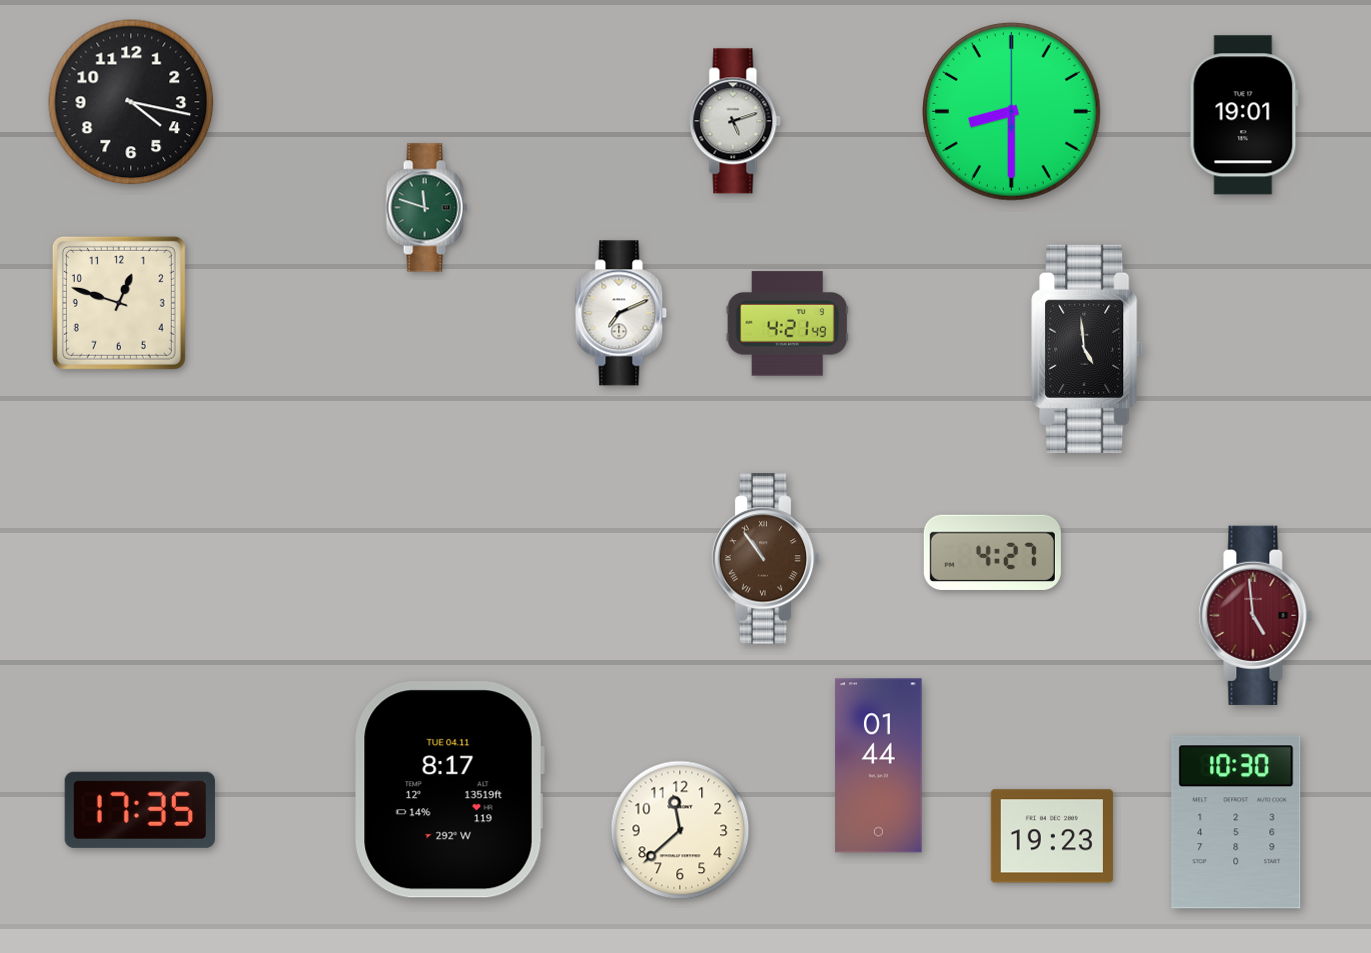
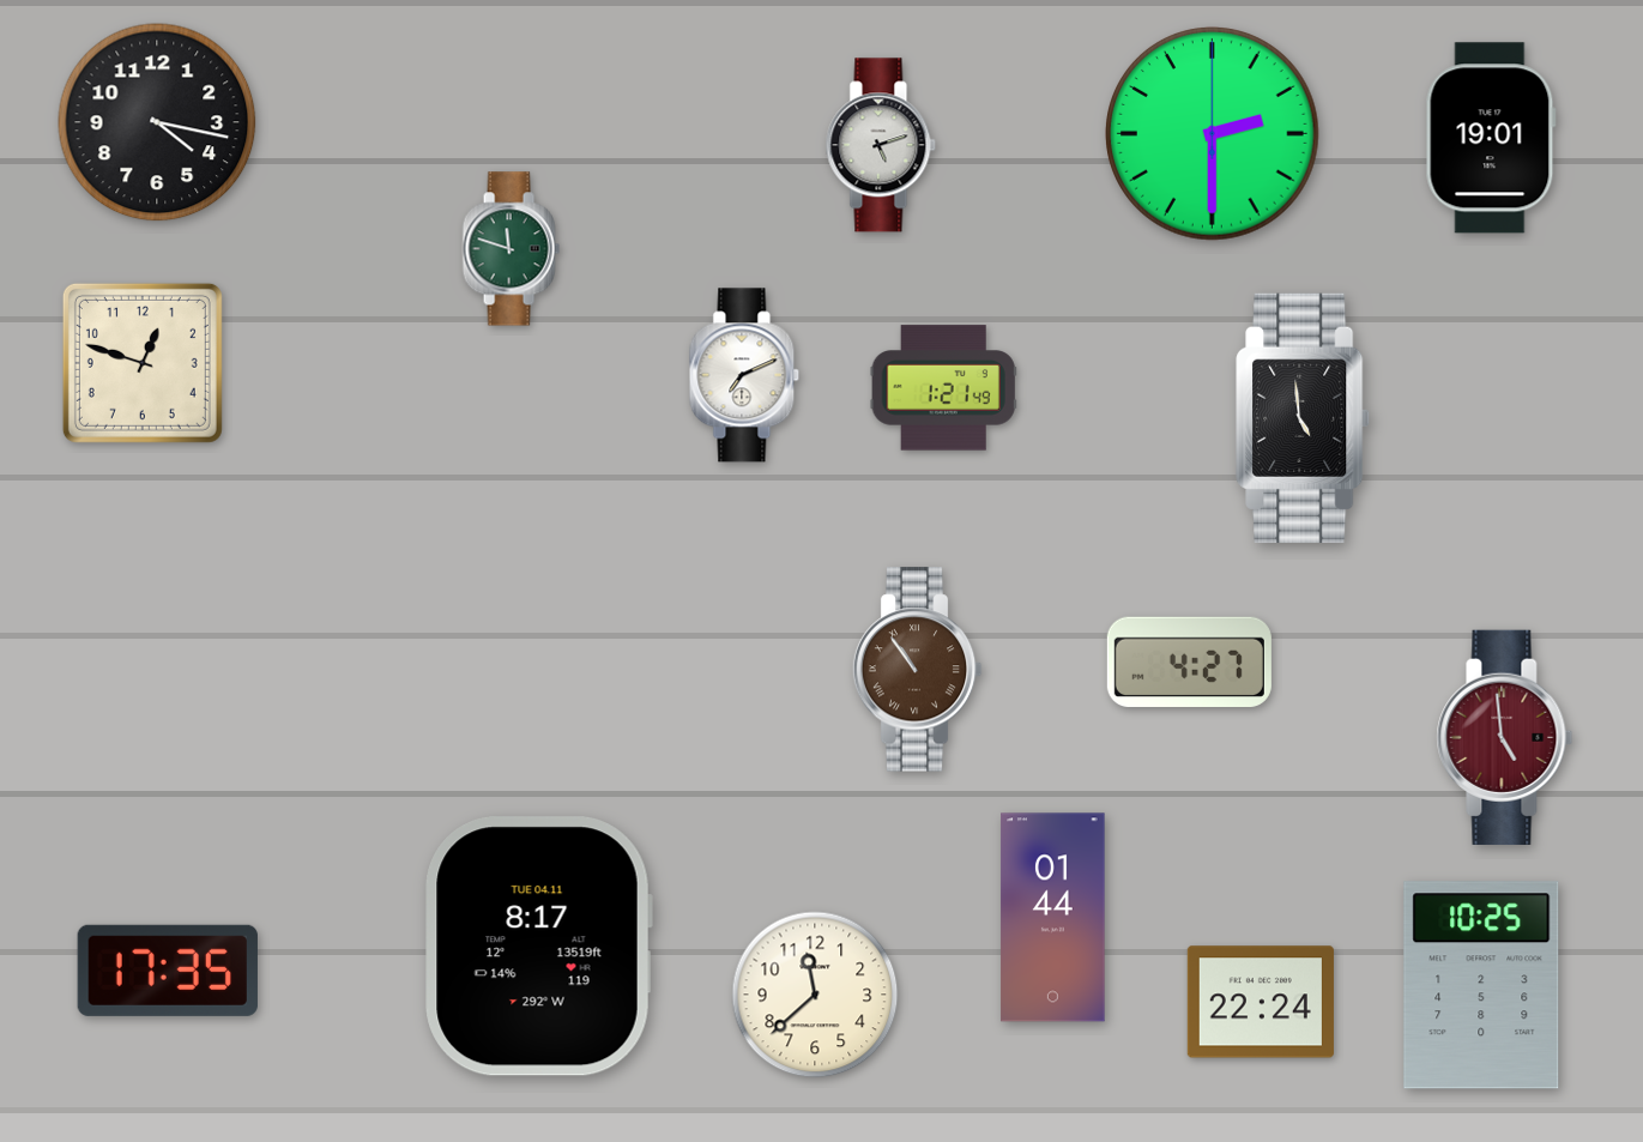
clock at (1012, 112): 8:30 -> 2:30
clock at (787, 324): 4:21 -> 1:21
clock at (1236, 822): 10:30 -> 10:25
clock at (1052, 836): 19:23 -> 22:24
